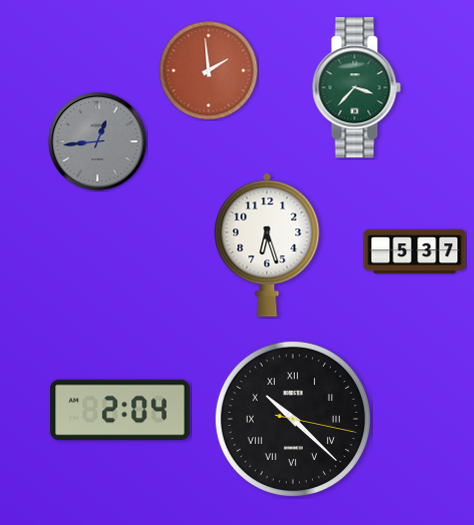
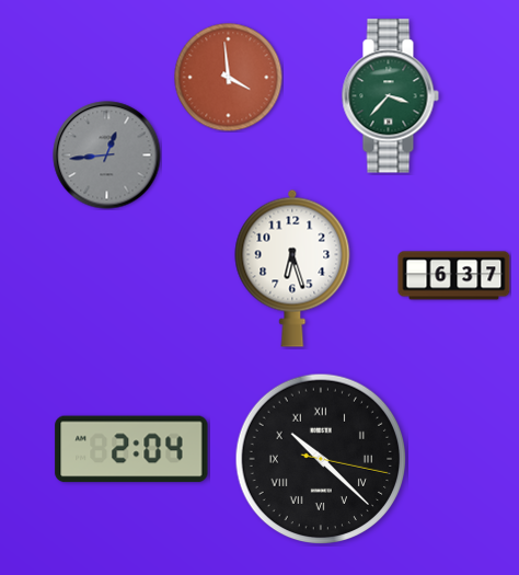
clock at (209, 71): 1:59 -> 3:59
clock at (415, 252): 5:37 -> 6:37
